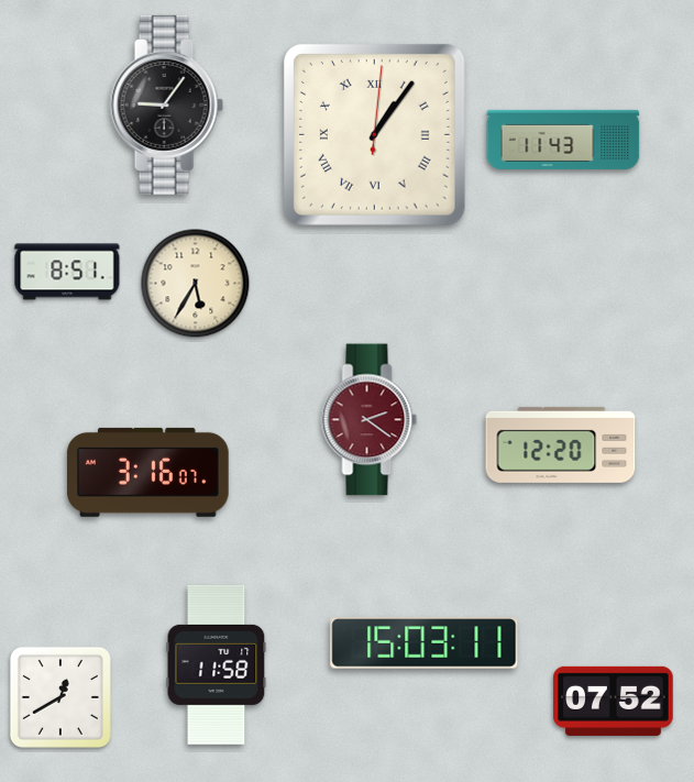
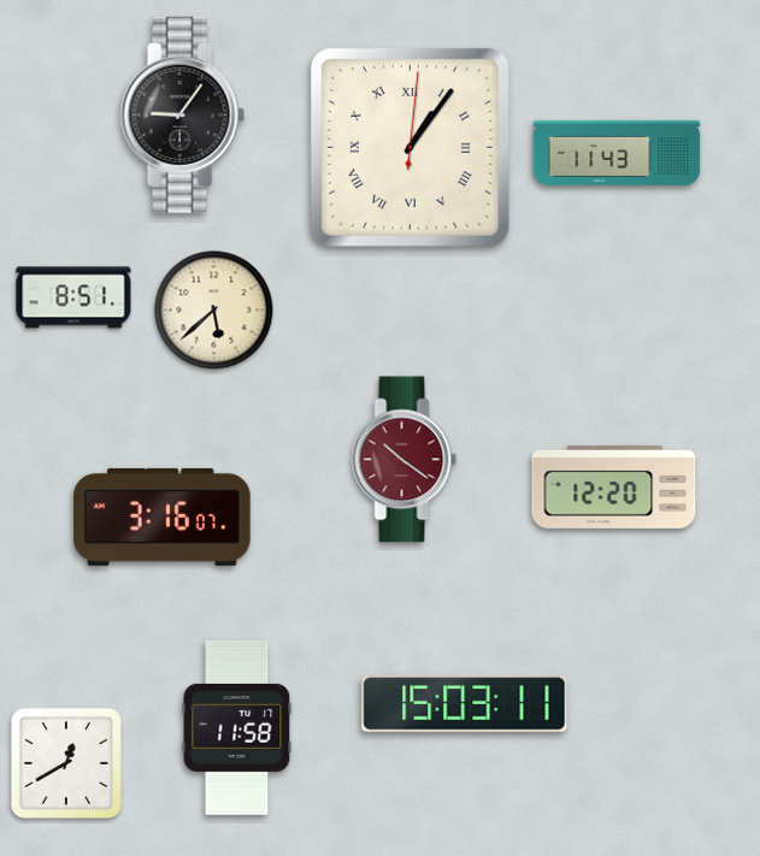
clock at (196, 284): 5:35 -> 5:38
clock at (370, 420): 2:21 -> 10:21
clock at (614, 701): 07:52 -> none
